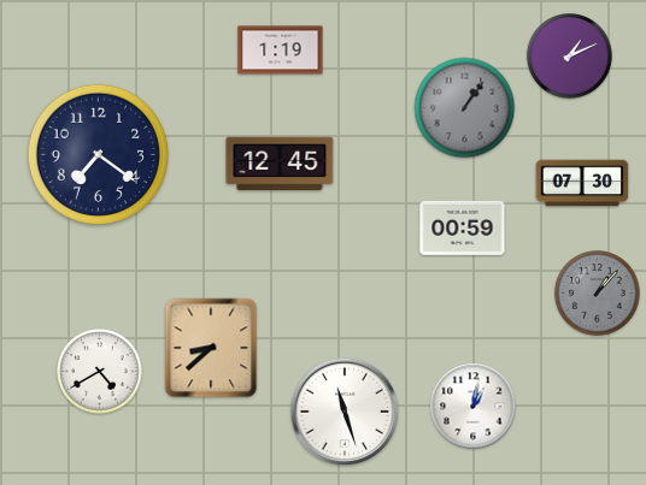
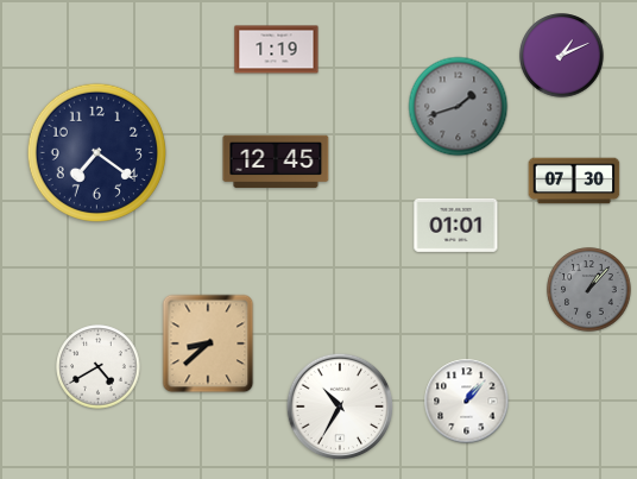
clock at (465, 108): 1:06 -> 1:42
clock at (463, 227): 00:59 -> 01:01
clock at (474, 407): 1:02 -> 1:07
clock at (345, 412): 11:27 -> 10:35
